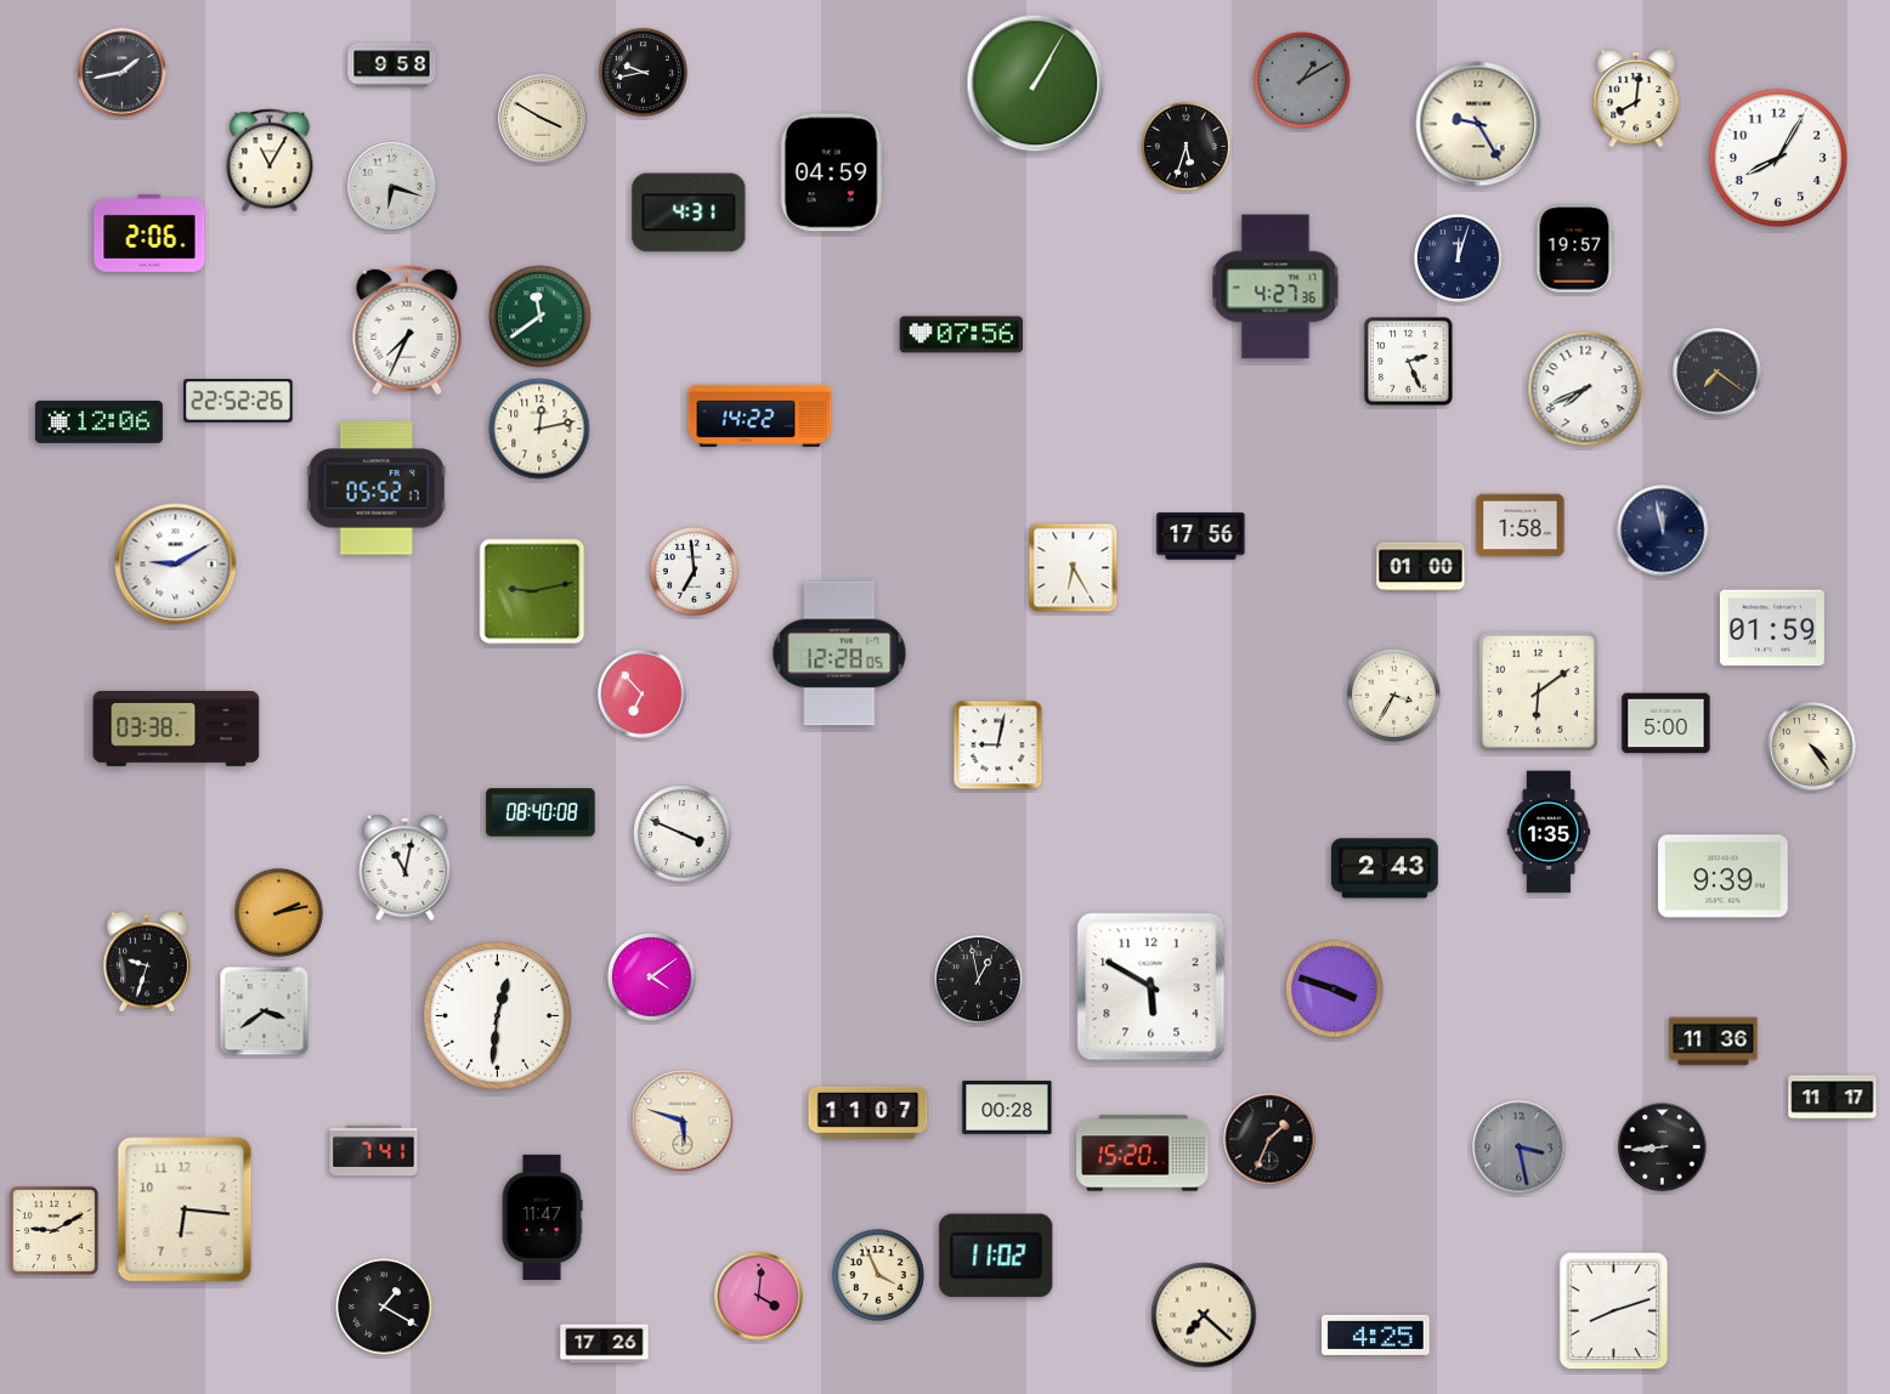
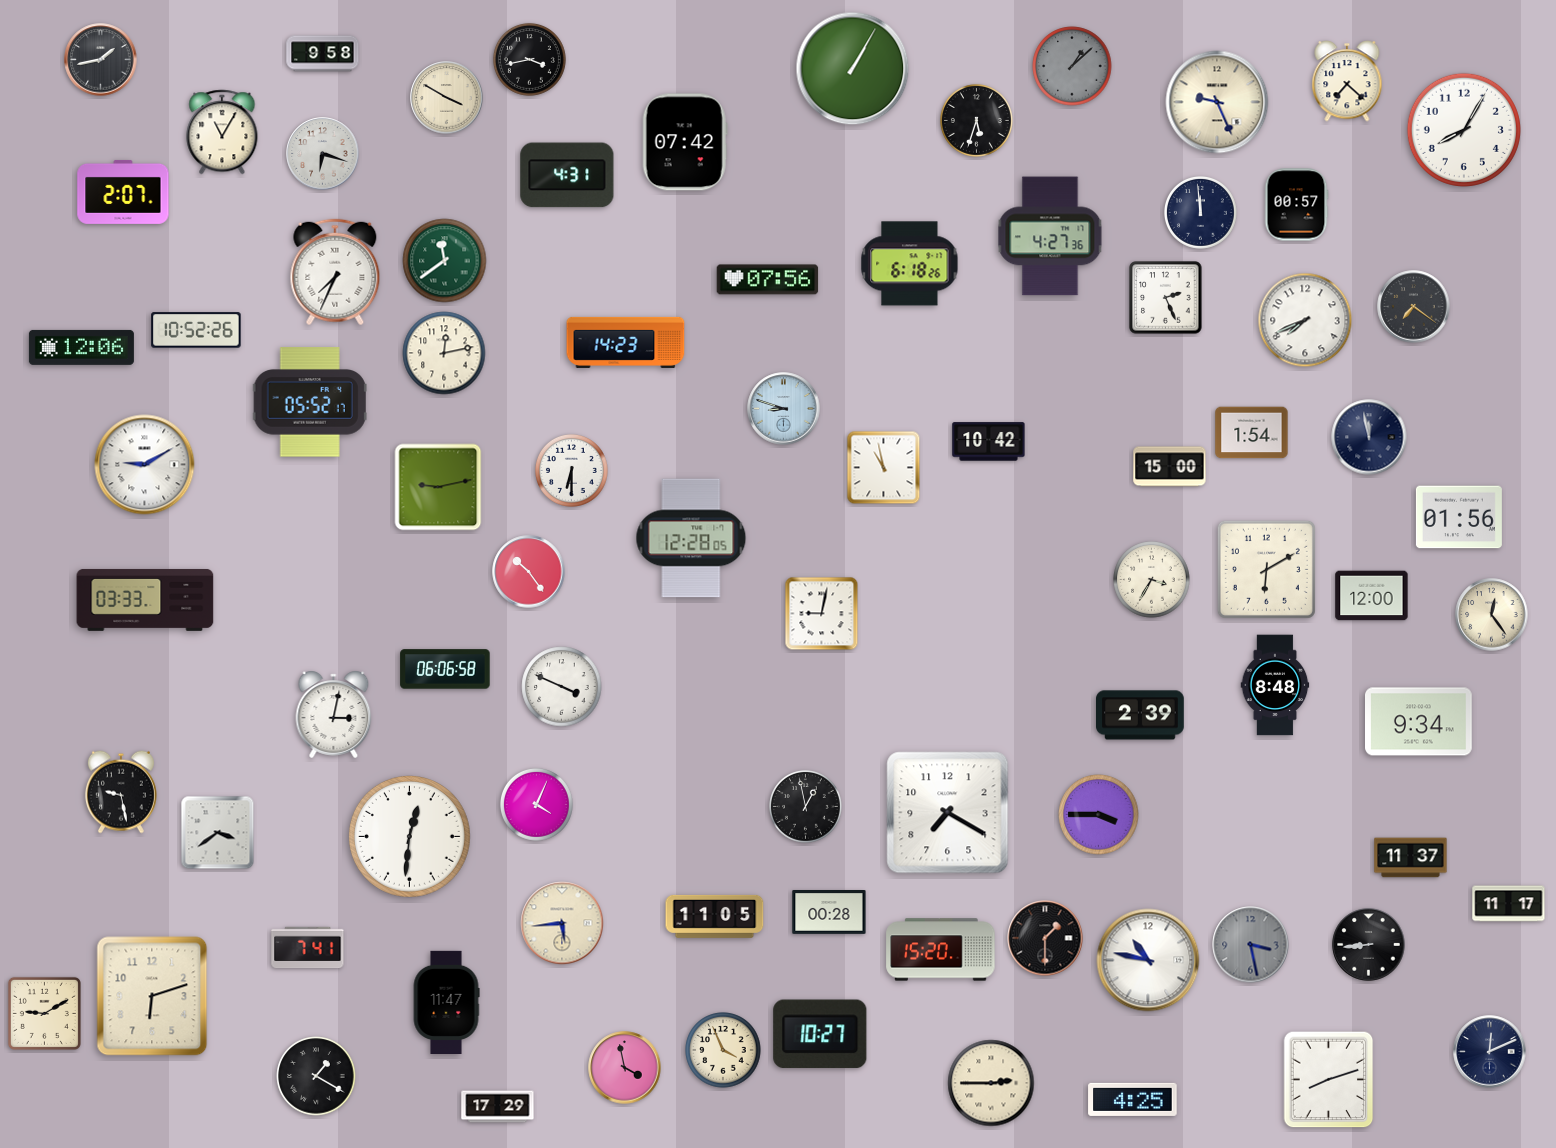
clock at (643, 72): 9:43 -> 3:43
clock at (1302, 80): 1:10 -> 1:08
clock at (1636, 98): 8:01 -> 7:22
clock at (1478, 124): 9:25 -> 9:26
clock at (832, 172): 04:59 -> 07:42
clock at (149, 233): 2:06 -> 2:07
clock at (1574, 249): 19:57 -> 00:57
clock at (1458, 257): 12:03 -> 11:59
clock at (910, 264): none -> 6:18
clock at (962, 335) position: (962, 335) -> (768, 280)
clock at (1409, 362) position: (1409, 362) -> (1166, 298)
clock at (238, 401): 22:52 -> 10:52
clock at (760, 415): 14:22 -> 14:23
clock at (784, 409): none -> 8:48
clock at (1521, 526): 1:58 -> 1:54
clock at (1201, 537): 17:56 -> 10:42
clock at (1421, 567): 01:00 -> 15:00
clock at (1074, 568): 6:25 -> 10:58
clock at (694, 571): 6:59 -> 6:30
clock at (1772, 628): 01:59 -> 01:56
clock at (1538, 691): 6:09 -> 6:10
clock at (643, 695): 6:53 -> 10:24
clock at (1394, 696) position: (1394, 696) -> (1152, 580)
clock at (1667, 724): 5:00 -> 12:00
clock at (176, 729): 03:38 -> 03:33
clock at (1812, 747): 4:24 -> 12:24
clock at (541, 812): 08:40 -> 06:06
clock at (1549, 832): 1:35 -> 8:48
clock at (406, 867): 11:02 -> 3:02
clock at (1386, 868): 2:43 -> 2:39
clock at (1724, 877): 9:39 -> 9:34
clock at (278, 912): 2:13 -> none
clock at (147, 962): 9:33 -> 9:28
clock at (651, 976): 4:09 -> 4:04
clock at (1151, 987): 5:50 -> 7:20
clock at (1335, 990): 3:48 -> 3:45
clock at (1714, 1042): 11:36 -> 11:37
clock at (868, 1112): 11:07 -> 11:05
clock at (683, 1121): 5:48 -> 5:44
clock at (1269, 1139): 1:34 -> 1:30
clock at (1148, 960): none -> 10:47
clock at (185, 1209): 6:16 -> 6:12
clock at (996, 1256): 11:02 -> 10:27
clock at (1490, 1052): none -> 12:11
clock at (759, 1297): 4:01 -> 3:58
clock at (1204, 1315): 7:22 -> 2:45
clock at (605, 1344): 17:26 -> 17:29
